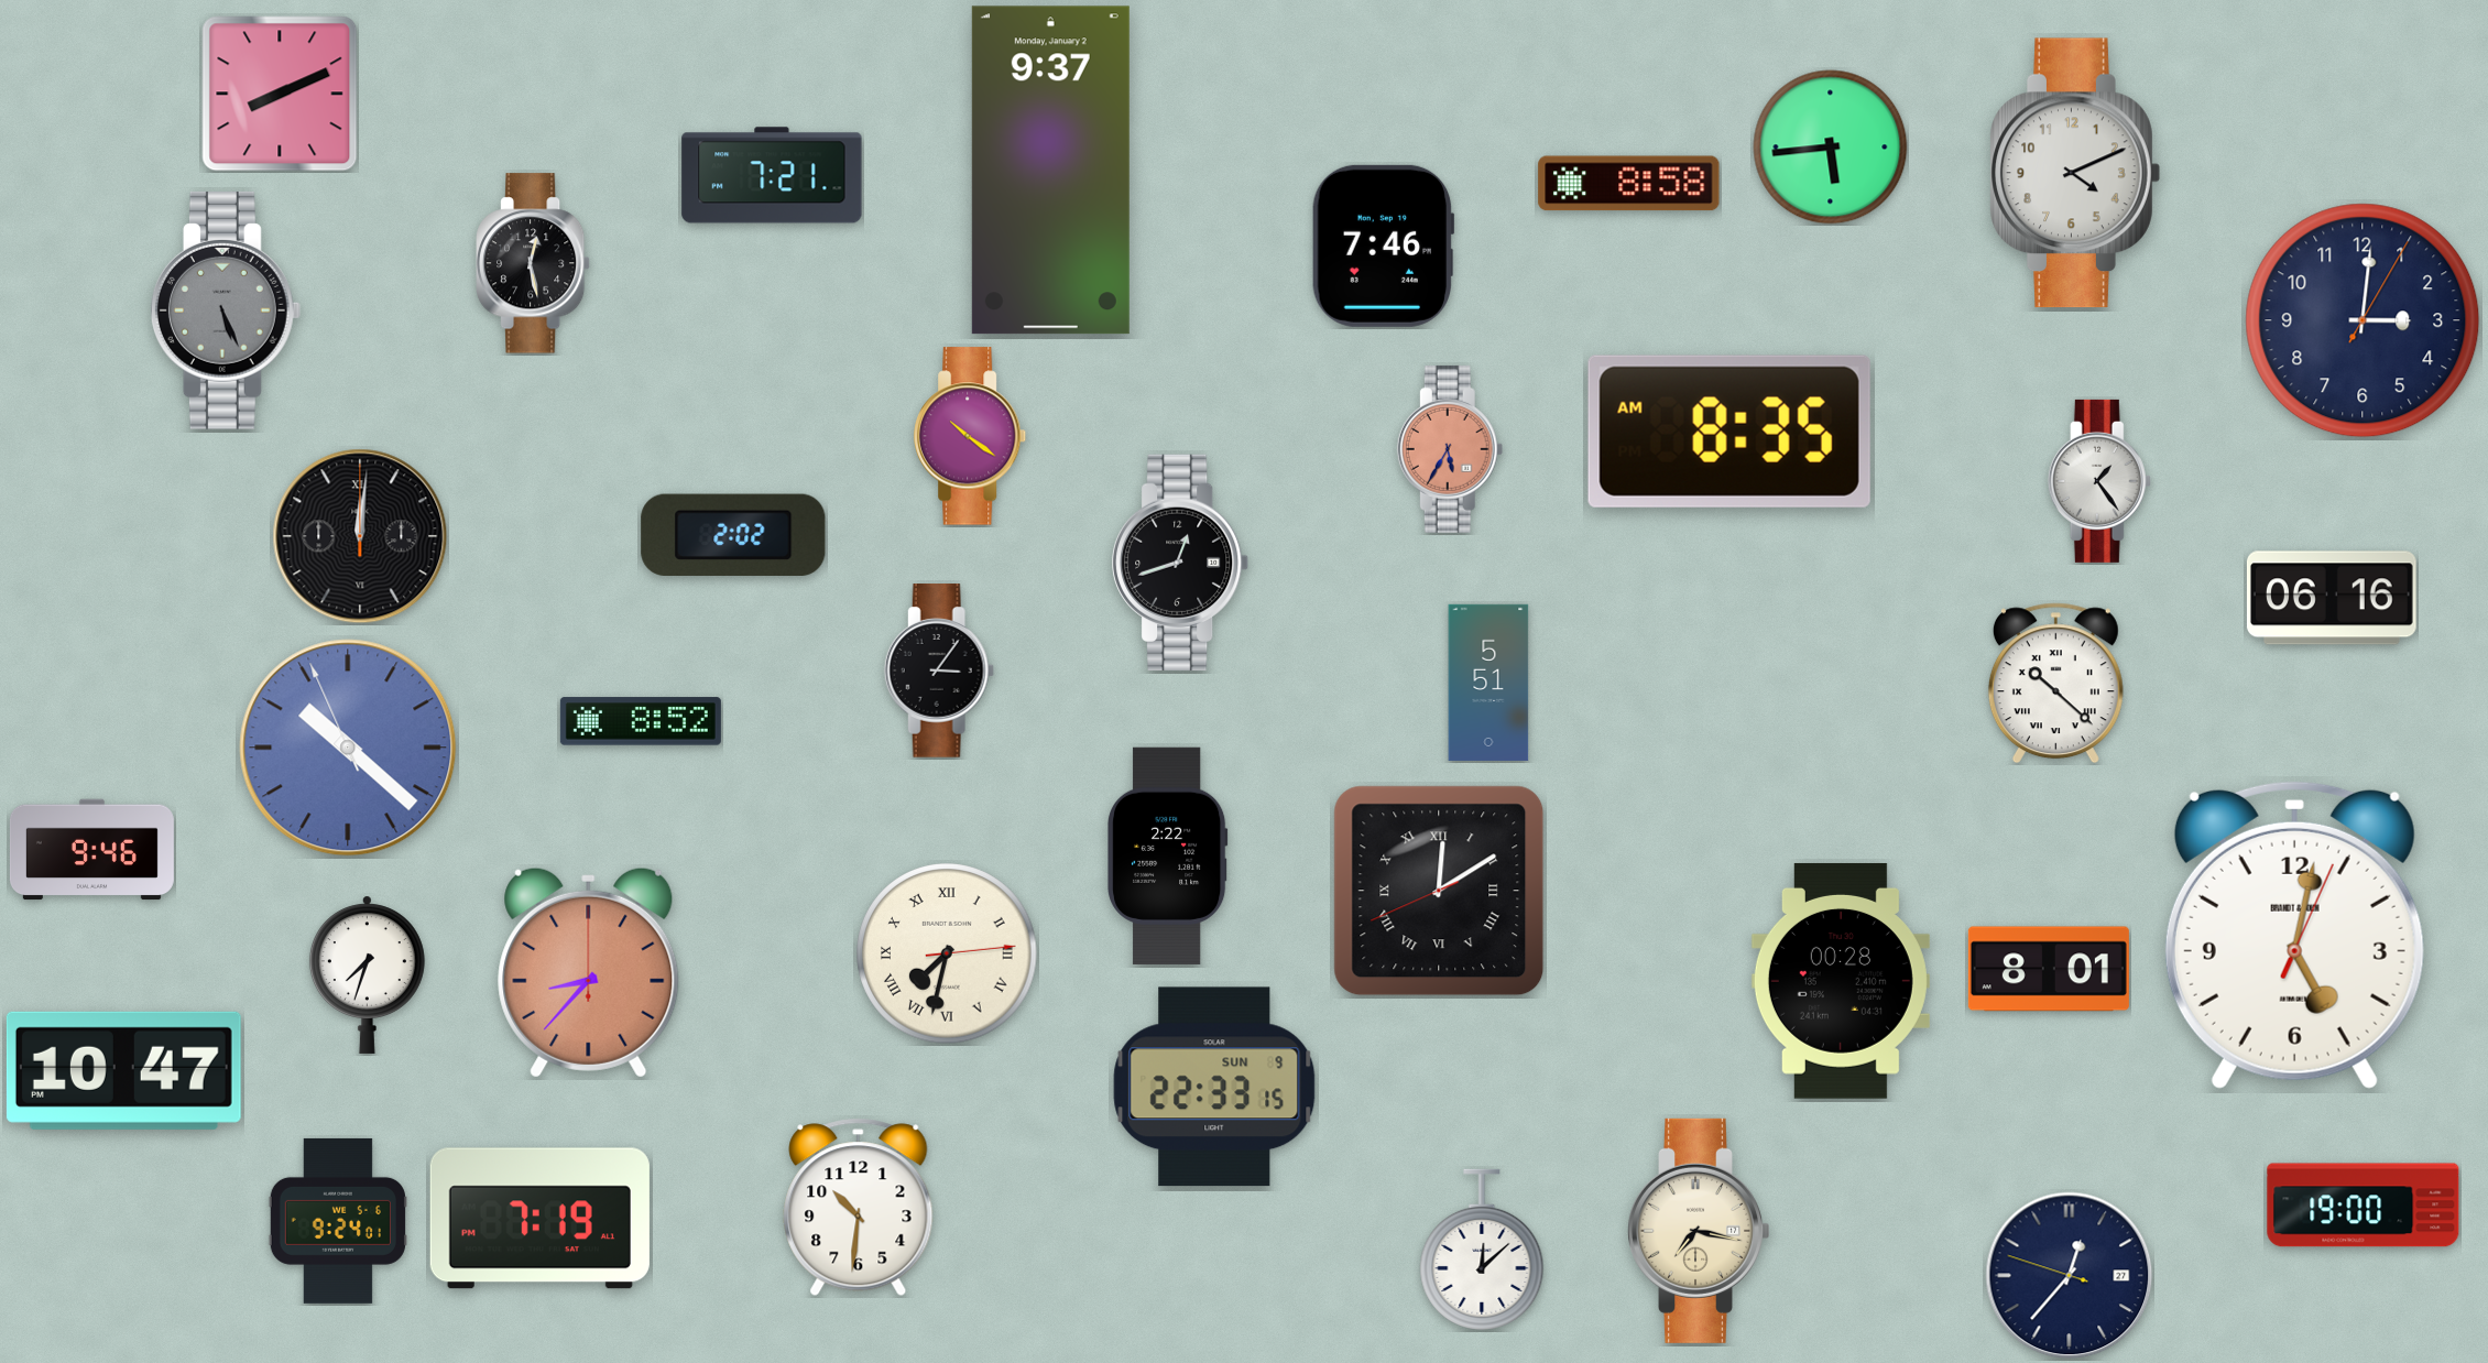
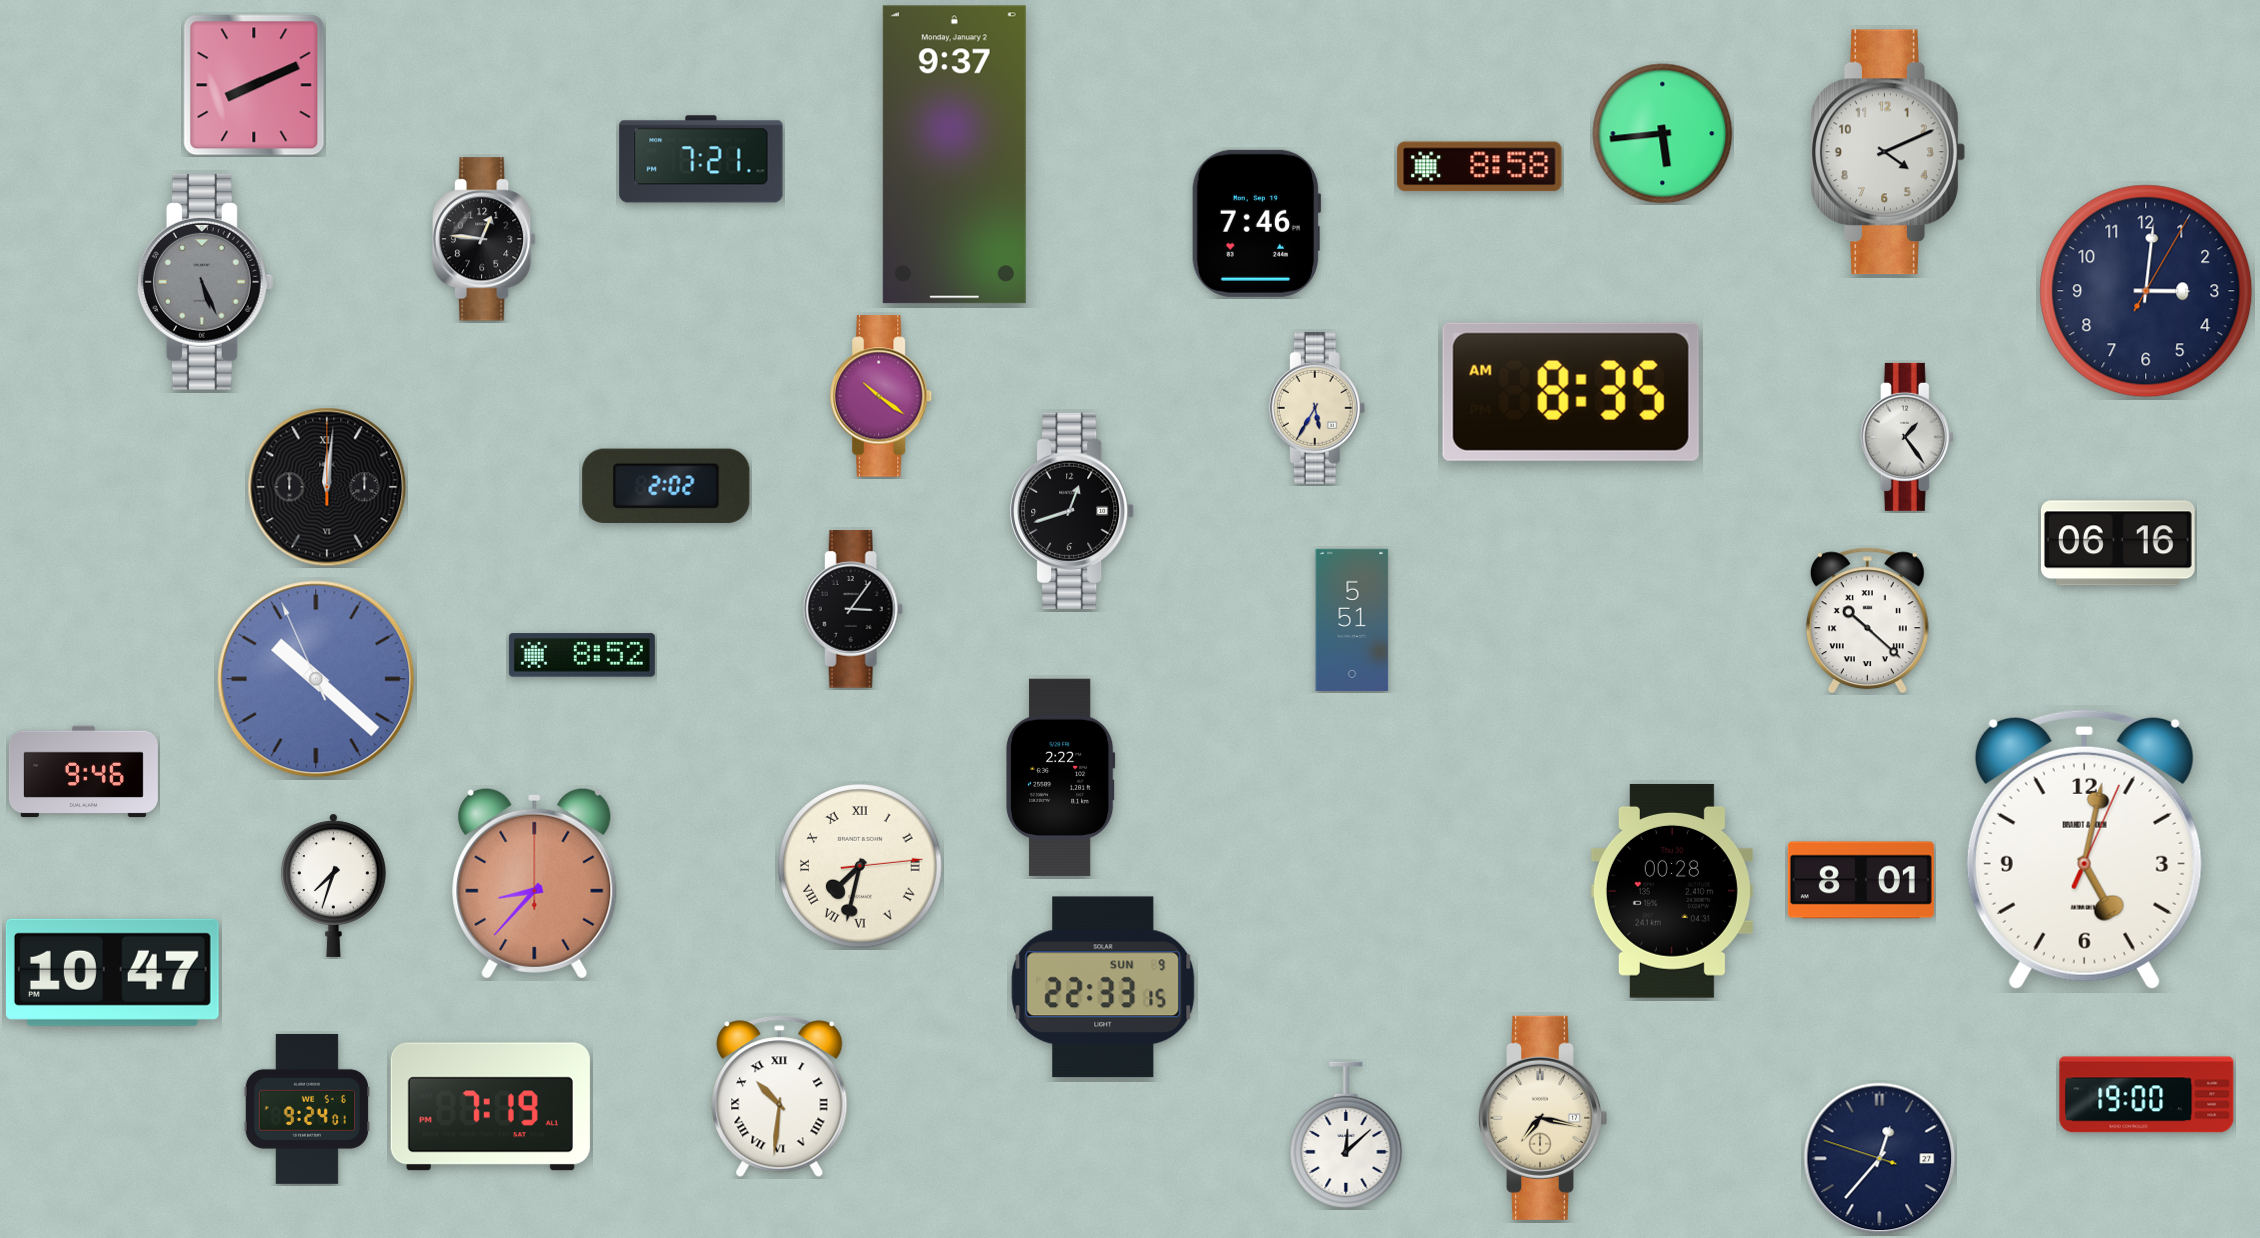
clock at (2075, 173) position: (2075, 173) -> (1888, 152)
clock at (533, 263): 12:28 -> 12:46
clock at (1450, 449) dial: salmon -> cream
clock at (1439, 891): 12:09 -> none
clock at (859, 1208) numerals: Arabic -> Roman
